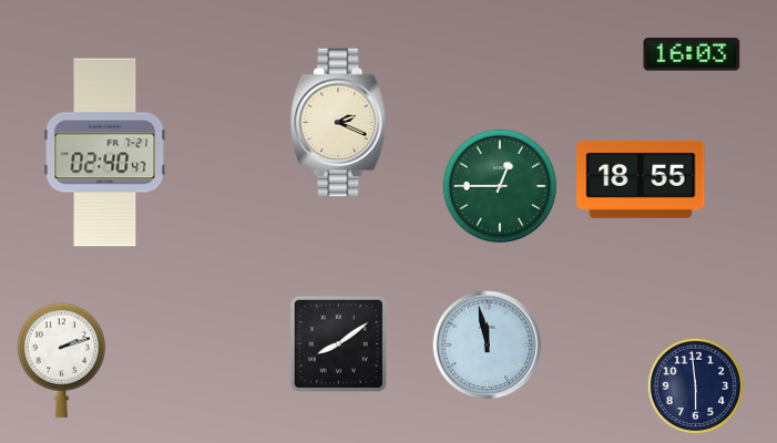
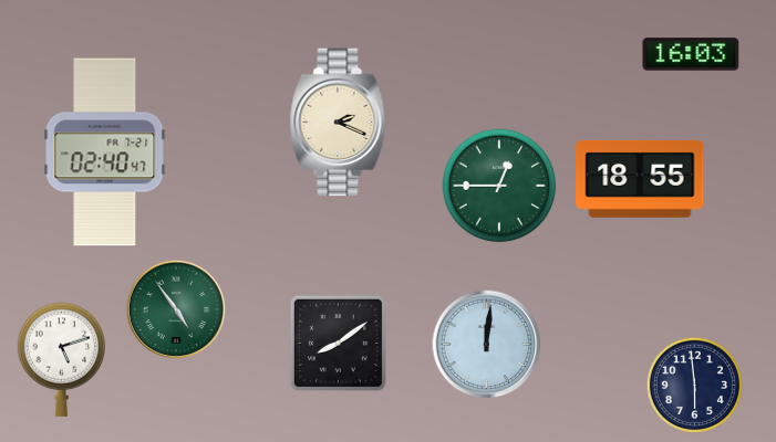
clock at (175, 308): none -> 4:54
clock at (488, 346): 11:58 -> 12:01
clock at (62, 360): 2:12 -> 5:12
